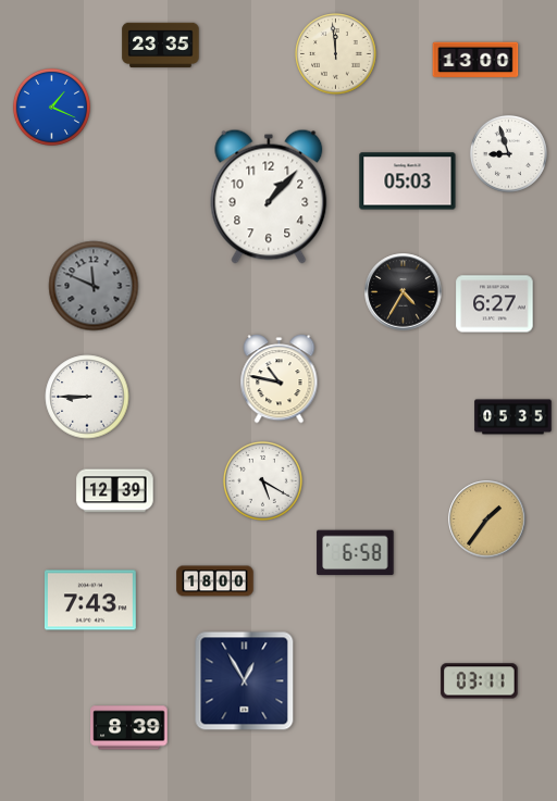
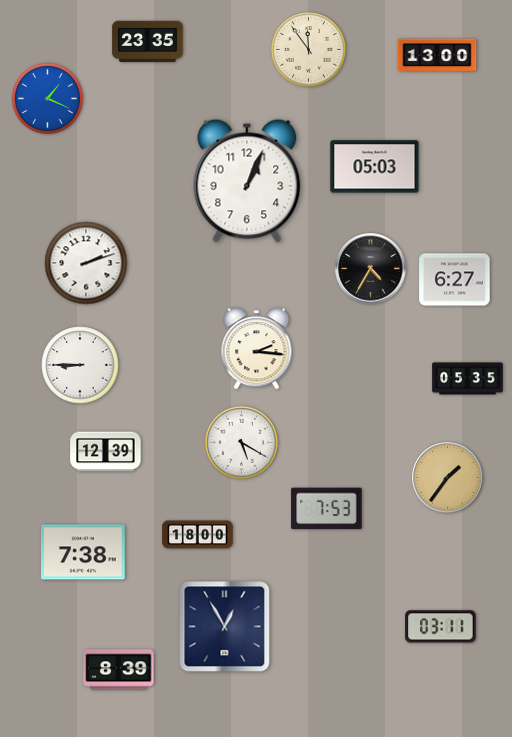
clock at (336, 54): 11:59 -> 11:54
clock at (508, 153): 8:57 -> none
clock at (269, 197): 1:07 -> 1:04
clock at (94, 286): 11:49 -> 2:12
clock at (94, 286) dial: grey -> white
clock at (280, 379): 10:47 -> 2:16
clock at (513, 417) position: (513, 417) -> (468, 379)
clock at (356, 553): 6:58 -> 7:53
clock at (90, 600): 7:43 -> 7:38
